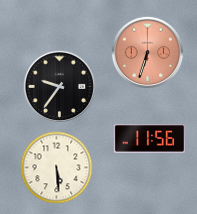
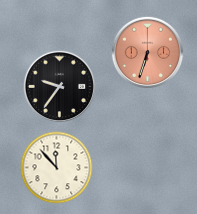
clock at (150, 139): 11:56 -> none
clock at (57, 168): 5:29 -> 11:53
